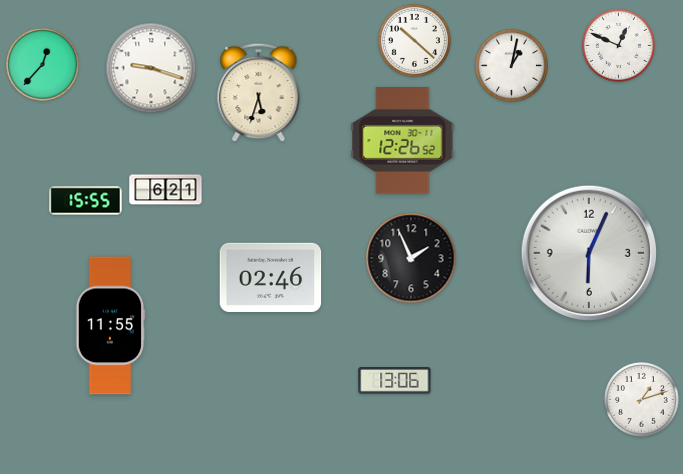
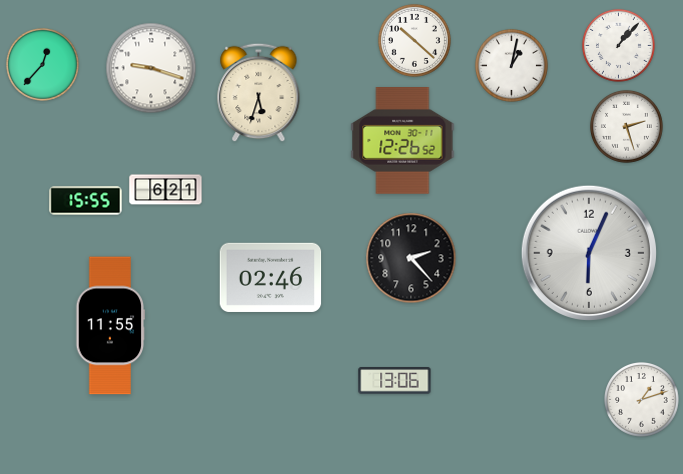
clock at (618, 45): 12:49 -> 1:07
clock at (626, 126): none -> 2:27
clock at (411, 258): 1:56 -> 2:23
